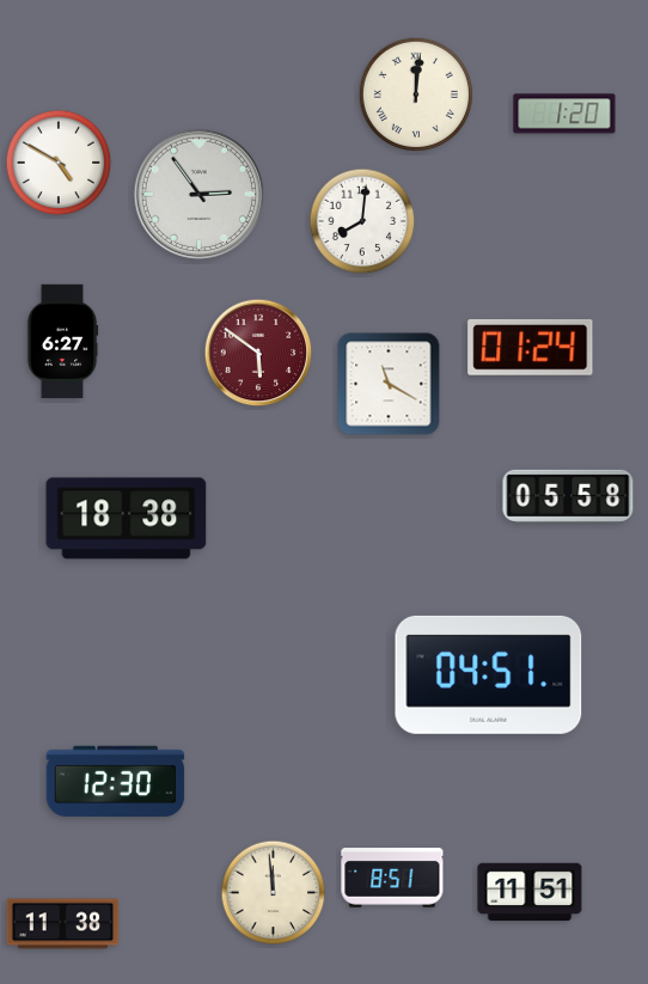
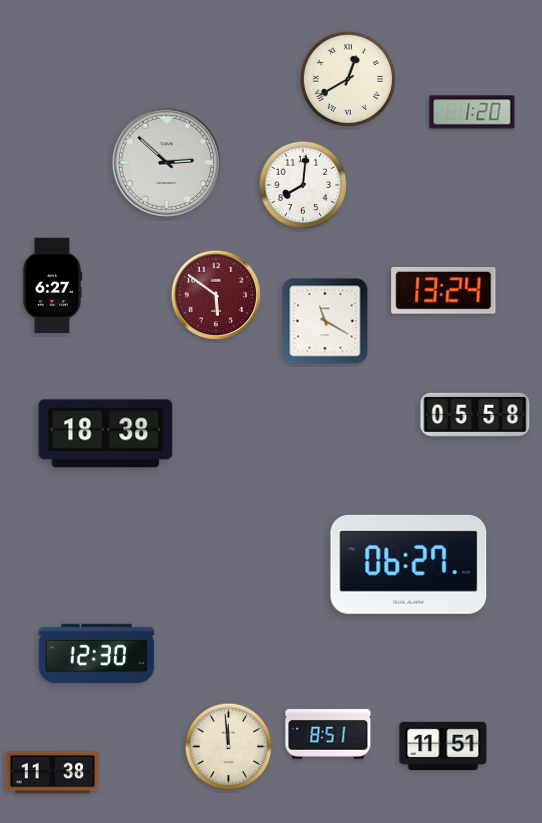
clock at (415, 93): 12:01 -> 12:40
clock at (564, 114) position: (564, 114) -> (472, 112)
clock at (59, 163): 4:50 -> none
clock at (198, 194): 2:54 -> 2:52
clock at (531, 347): 01:24 -> 13:24
clock at (489, 674): 04:51 -> 06:27
